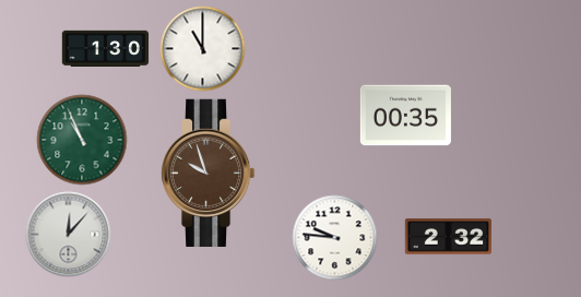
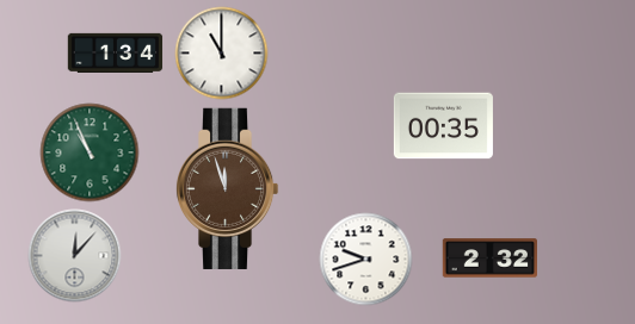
clock at (105, 48): 1:30 -> 1:34
clock at (207, 173): 9:57 -> 11:57
clock at (334, 237): 9:46 -> 9:42
